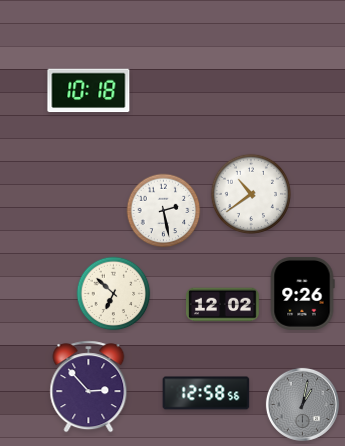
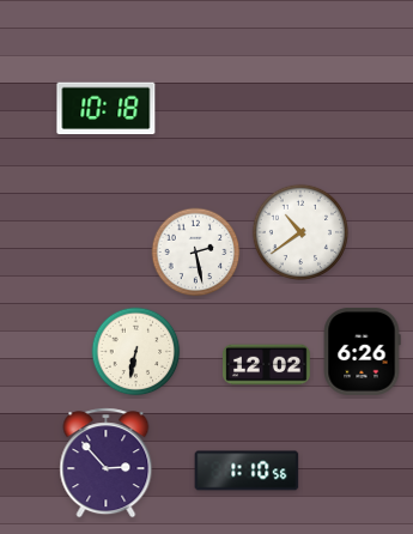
clock at (302, 293): 9:26 -> 6:26
clock at (114, 294): 6:52 -> 6:32
clock at (206, 393): 12:58 -> 1:10
clock at (302, 404): 1:02 -> none
